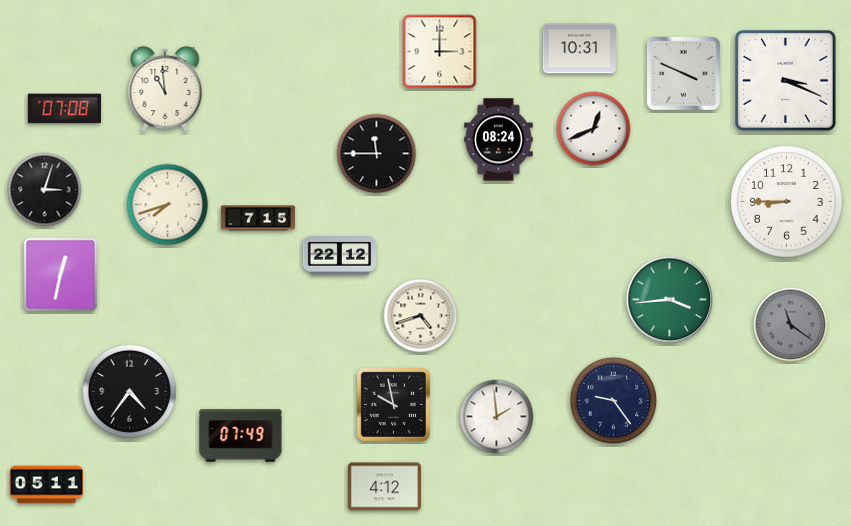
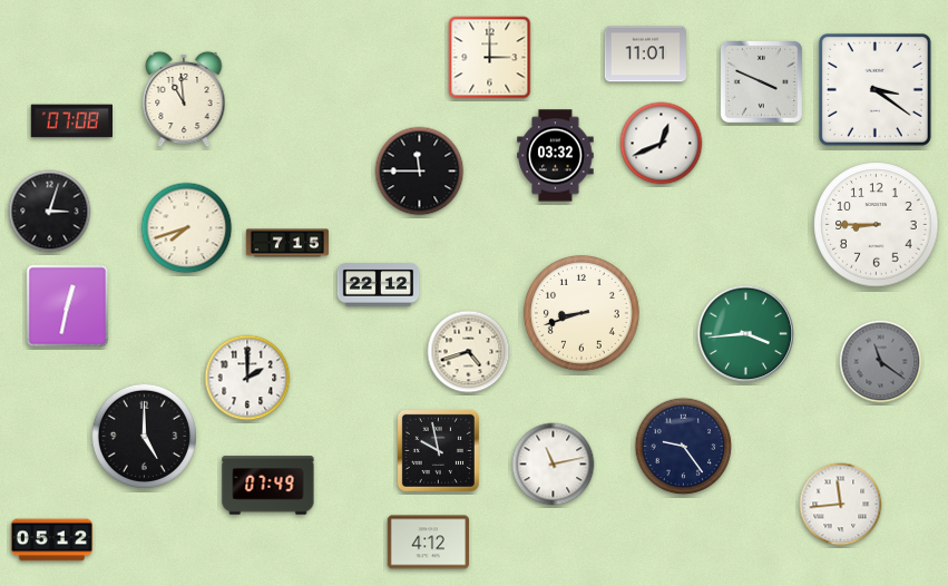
clock at (579, 49): 10:31 -> 11:01
clock at (785, 80): 3:19 -> 3:21
clock at (499, 140): 08:24 -> 03:32
clock at (583, 314): none -> 8:42
clock at (247, 378): none -> 2:00
clock at (129, 391): 4:36 -> 5:00
clock at (497, 417): 1:59 -> 11:13
clock at (841, 505): none -> 11:44
clock at (46, 485): 05:11 -> 05:12
